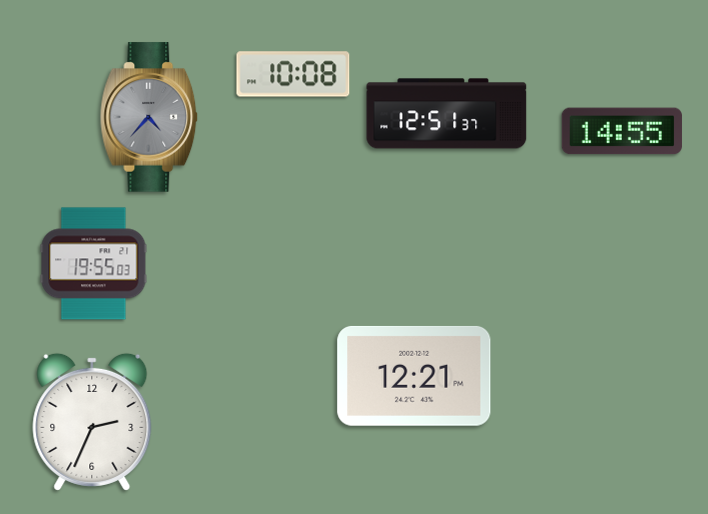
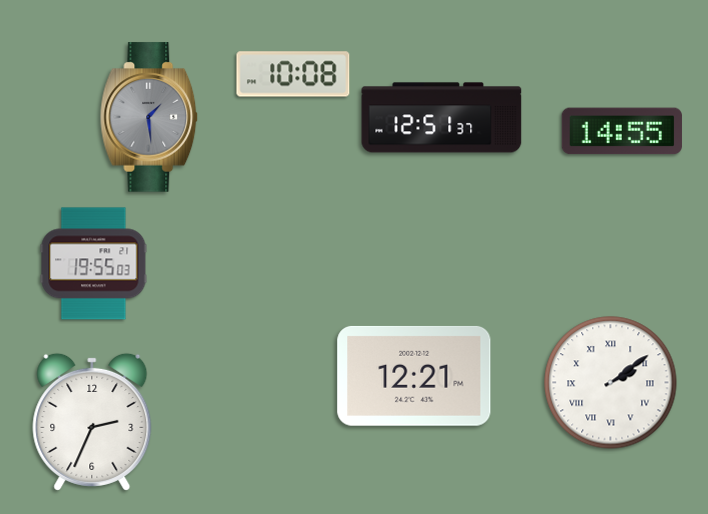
clock at (447, 114) position: (447, 114) -> (442, 118)
clock at (149, 117): 4:37 -> 1:29
clock at (611, 383): none -> 2:09
